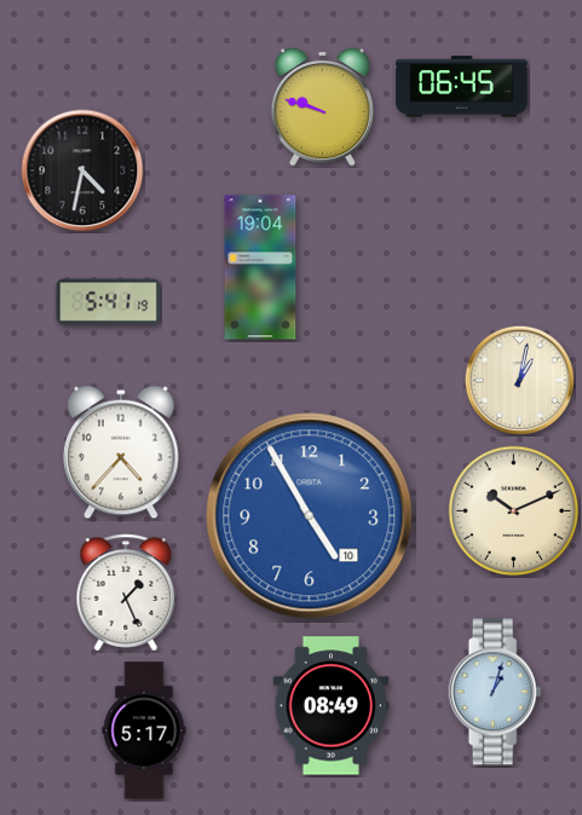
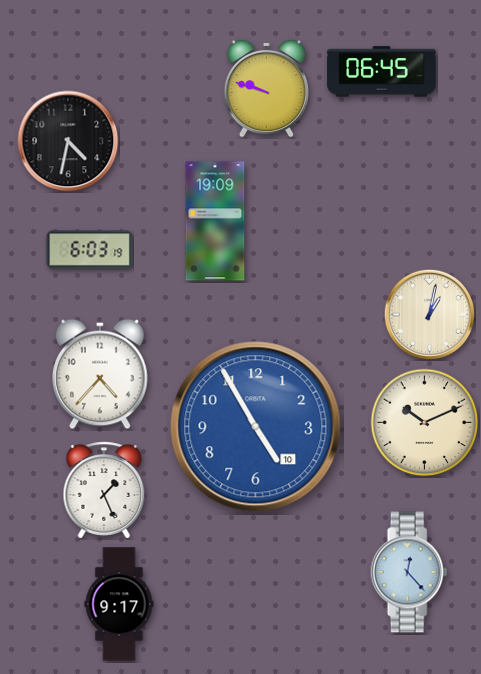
clock at (260, 267): 19:04 -> 19:09
clock at (109, 302): 5:41 -> 6:03
clock at (495, 692): 1:03 -> 12:23
clock at (332, 706): 08:49 -> none
clock at (144, 730): 5:17 -> 9:17
